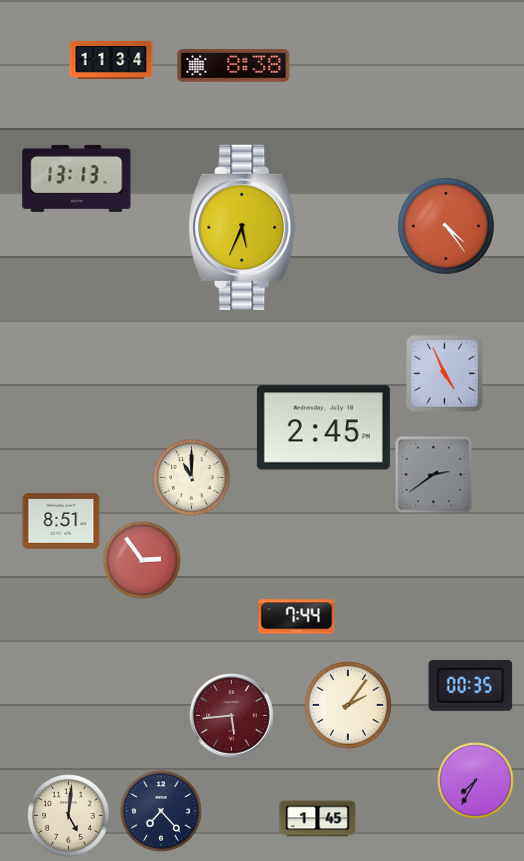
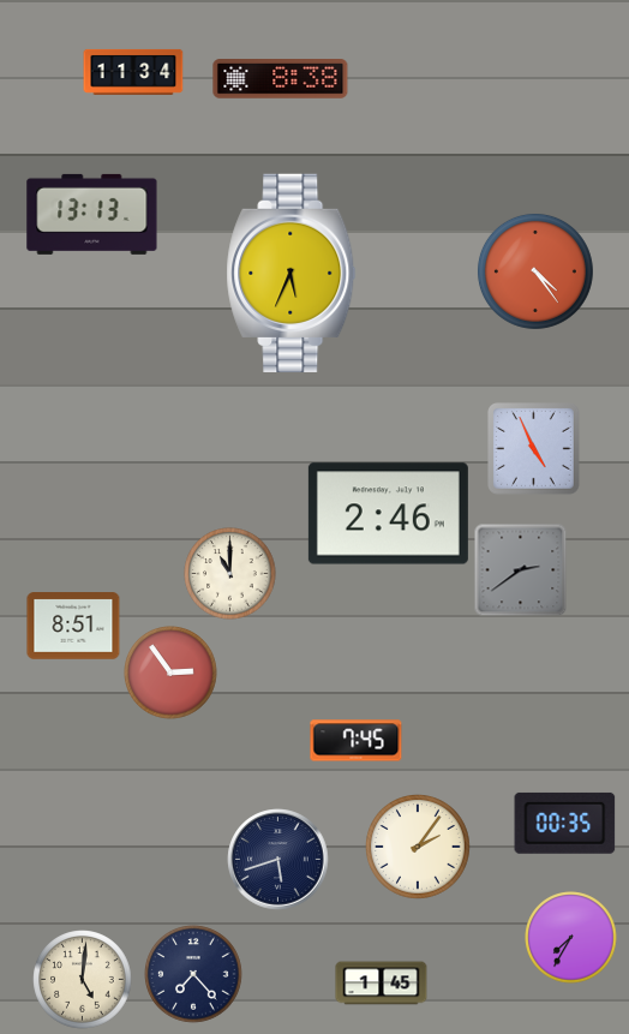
clock at (323, 428): 2:45 -> 2:46
clock at (297, 617): 7:44 -> 7:45
clock at (232, 716): 5:44 -> 5:42
clock at (232, 716) dial: burgundy -> navy
